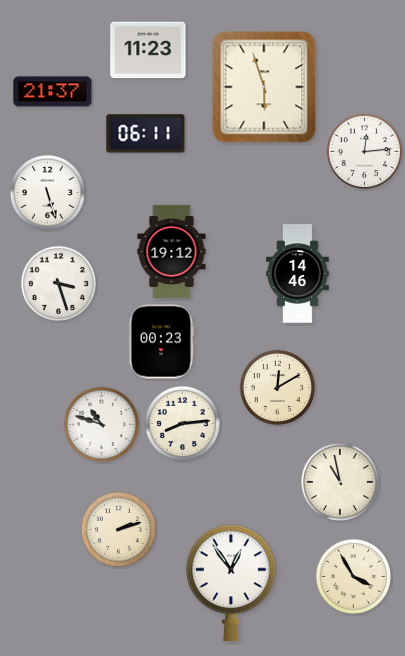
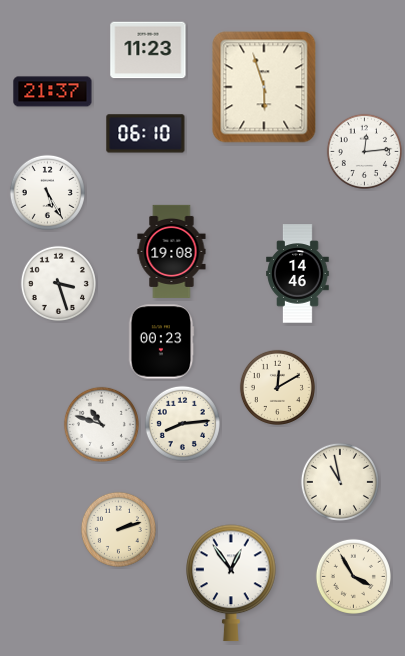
clock at (146, 134): 06:11 -> 06:10
clock at (47, 192): 5:27 -> 5:25
clock at (172, 251): 19:12 -> 19:08
